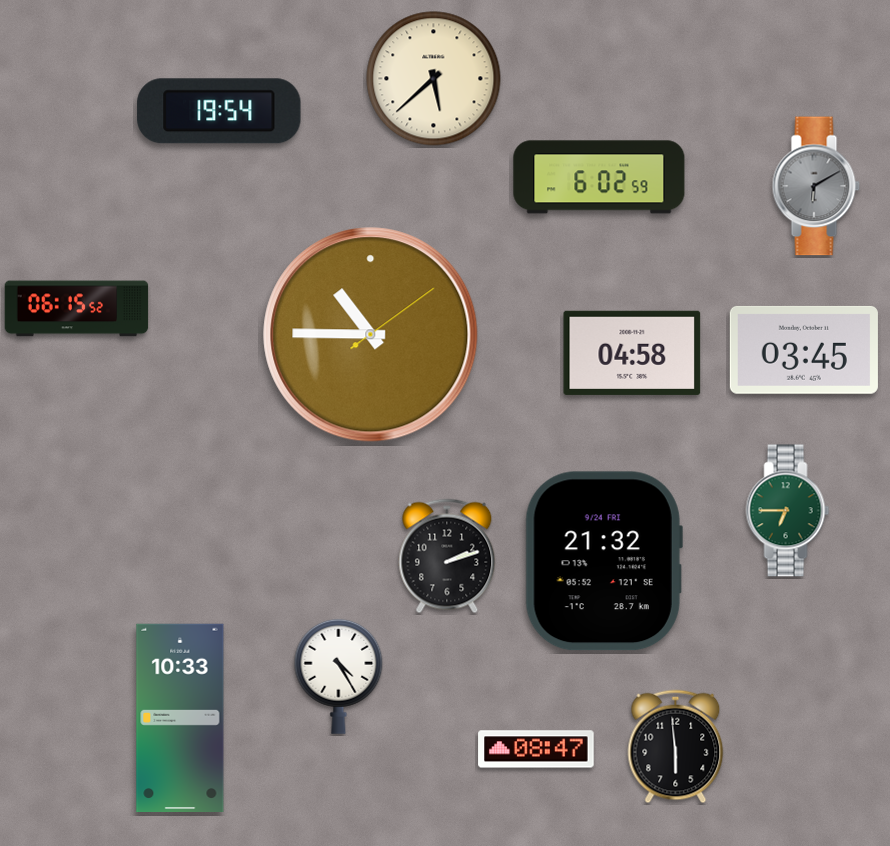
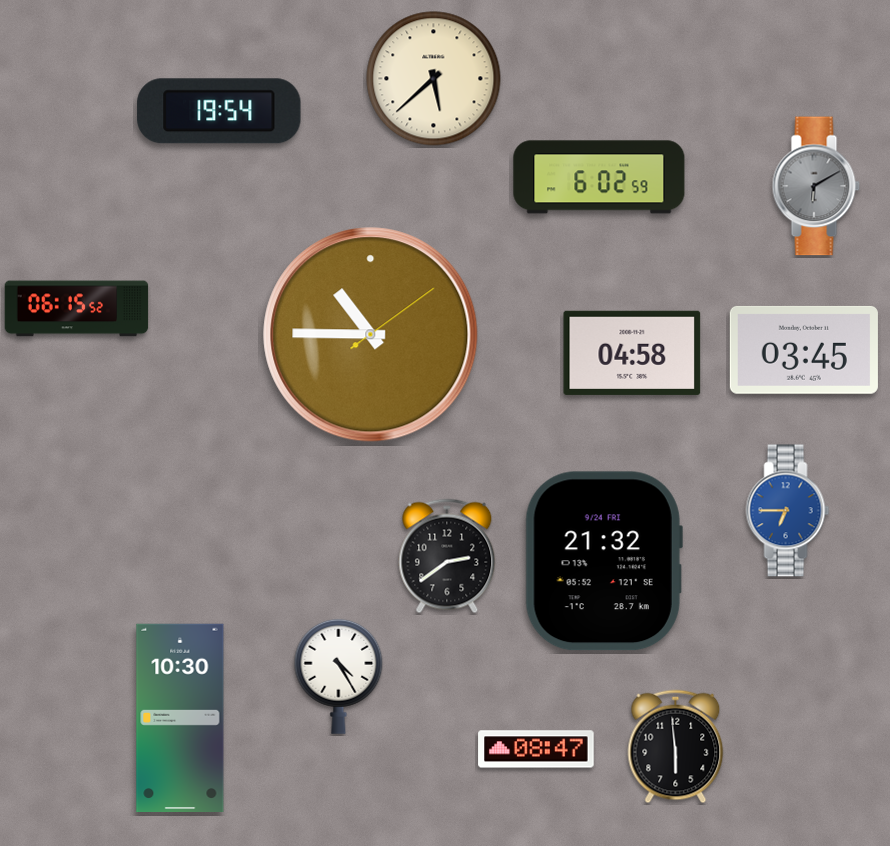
clock at (788, 511) dial: green -> blue
clock at (447, 556): 2:12 -> 2:39
clock at (180, 717): 10:33 -> 10:30
